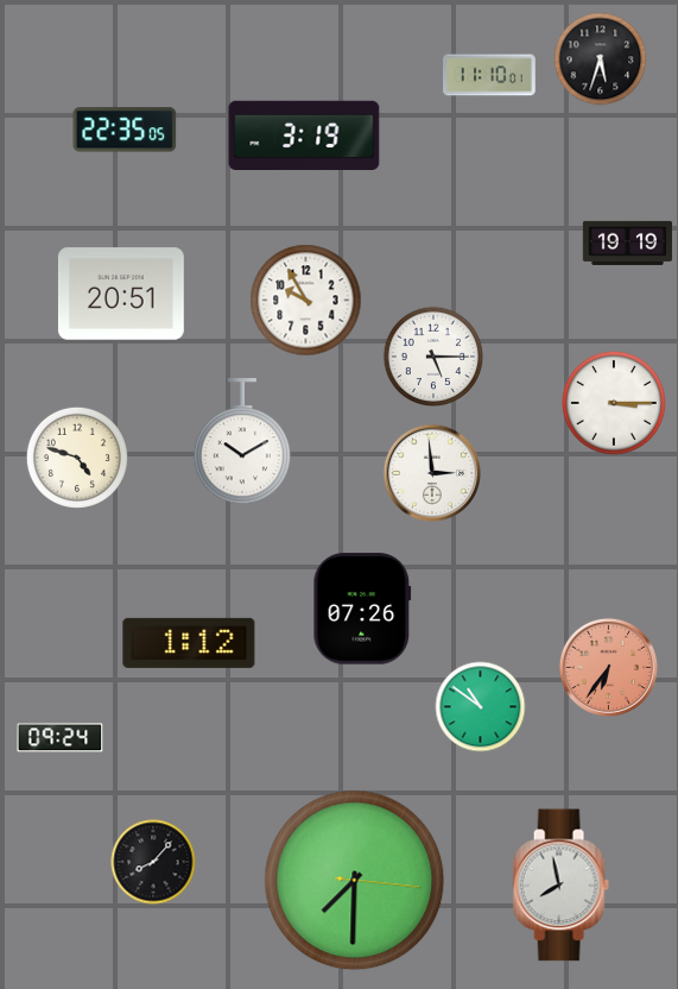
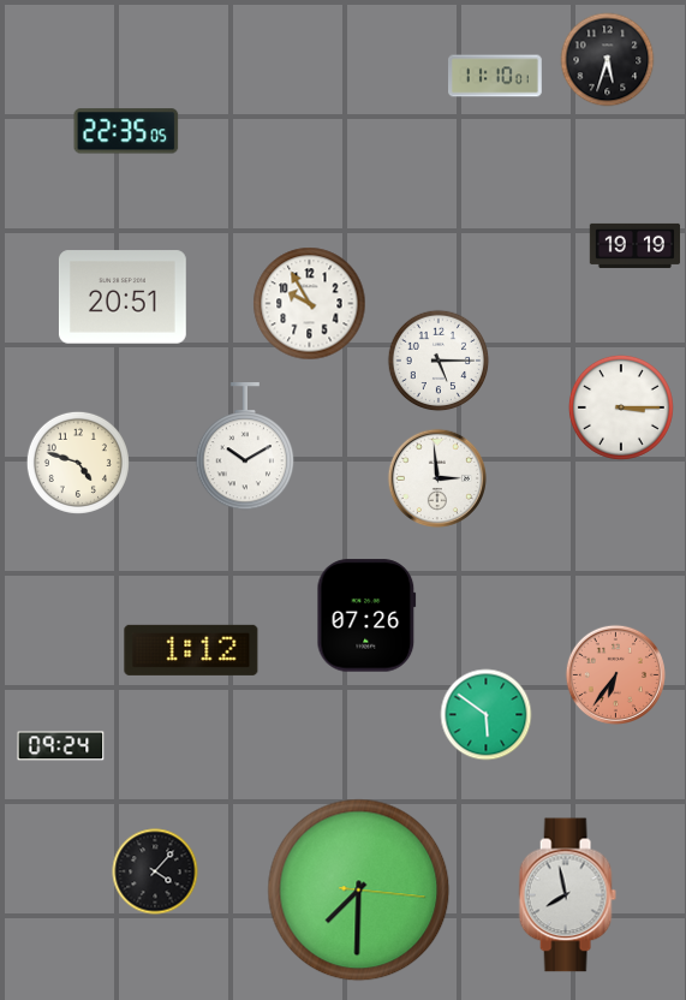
clock at (304, 136): 3:19 -> none
clock at (481, 707): 10:51 -> 5:51
clock at (153, 862): 8:07 -> 4:07
